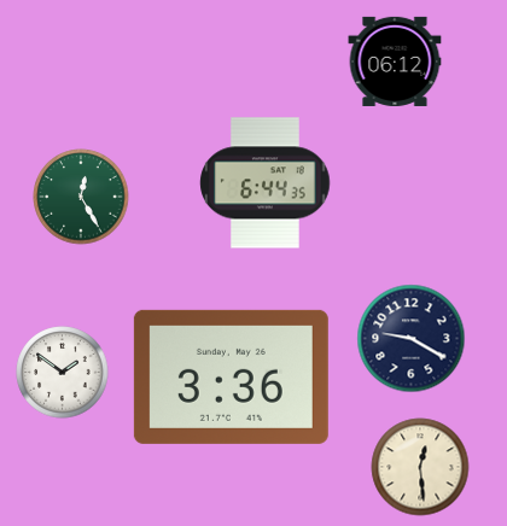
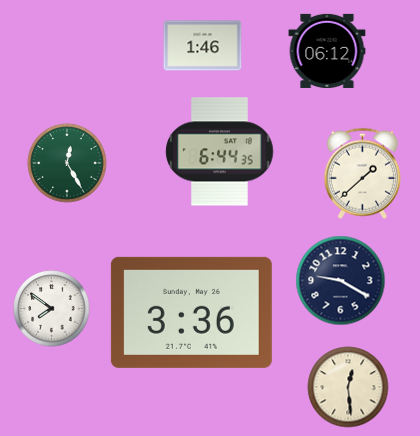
clock at (203, 46): none -> 1:46
clock at (362, 173): none -> 1:38
clock at (63, 373): 1:51 -> 7:51
